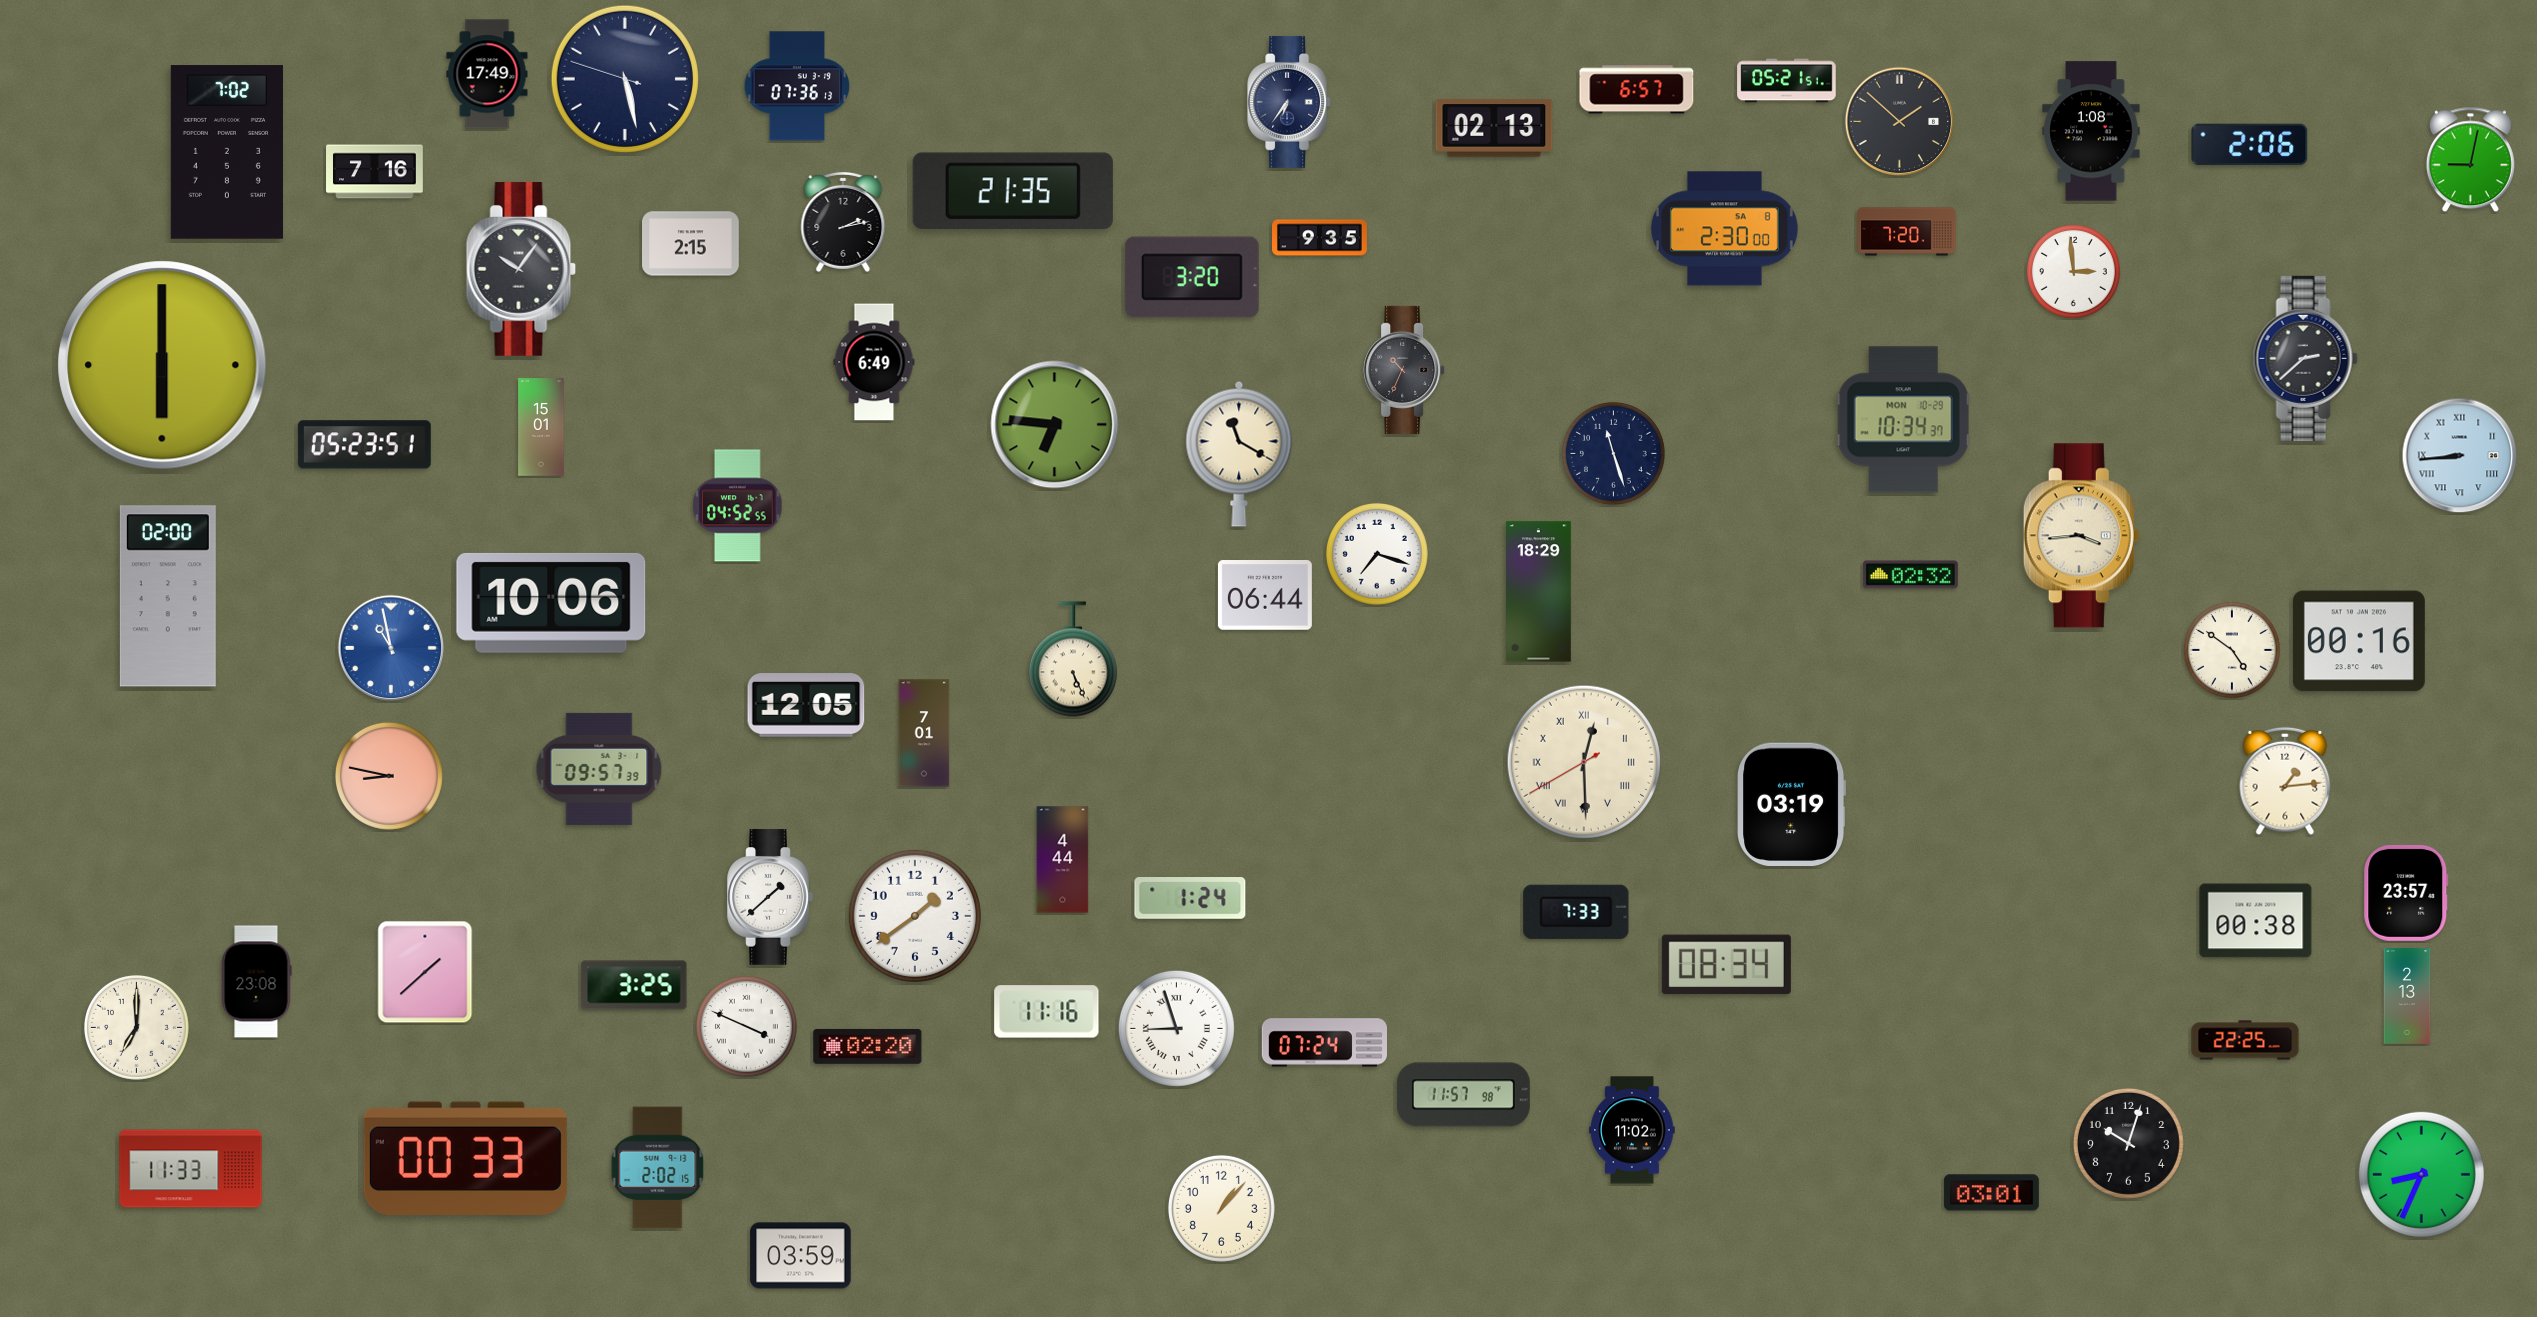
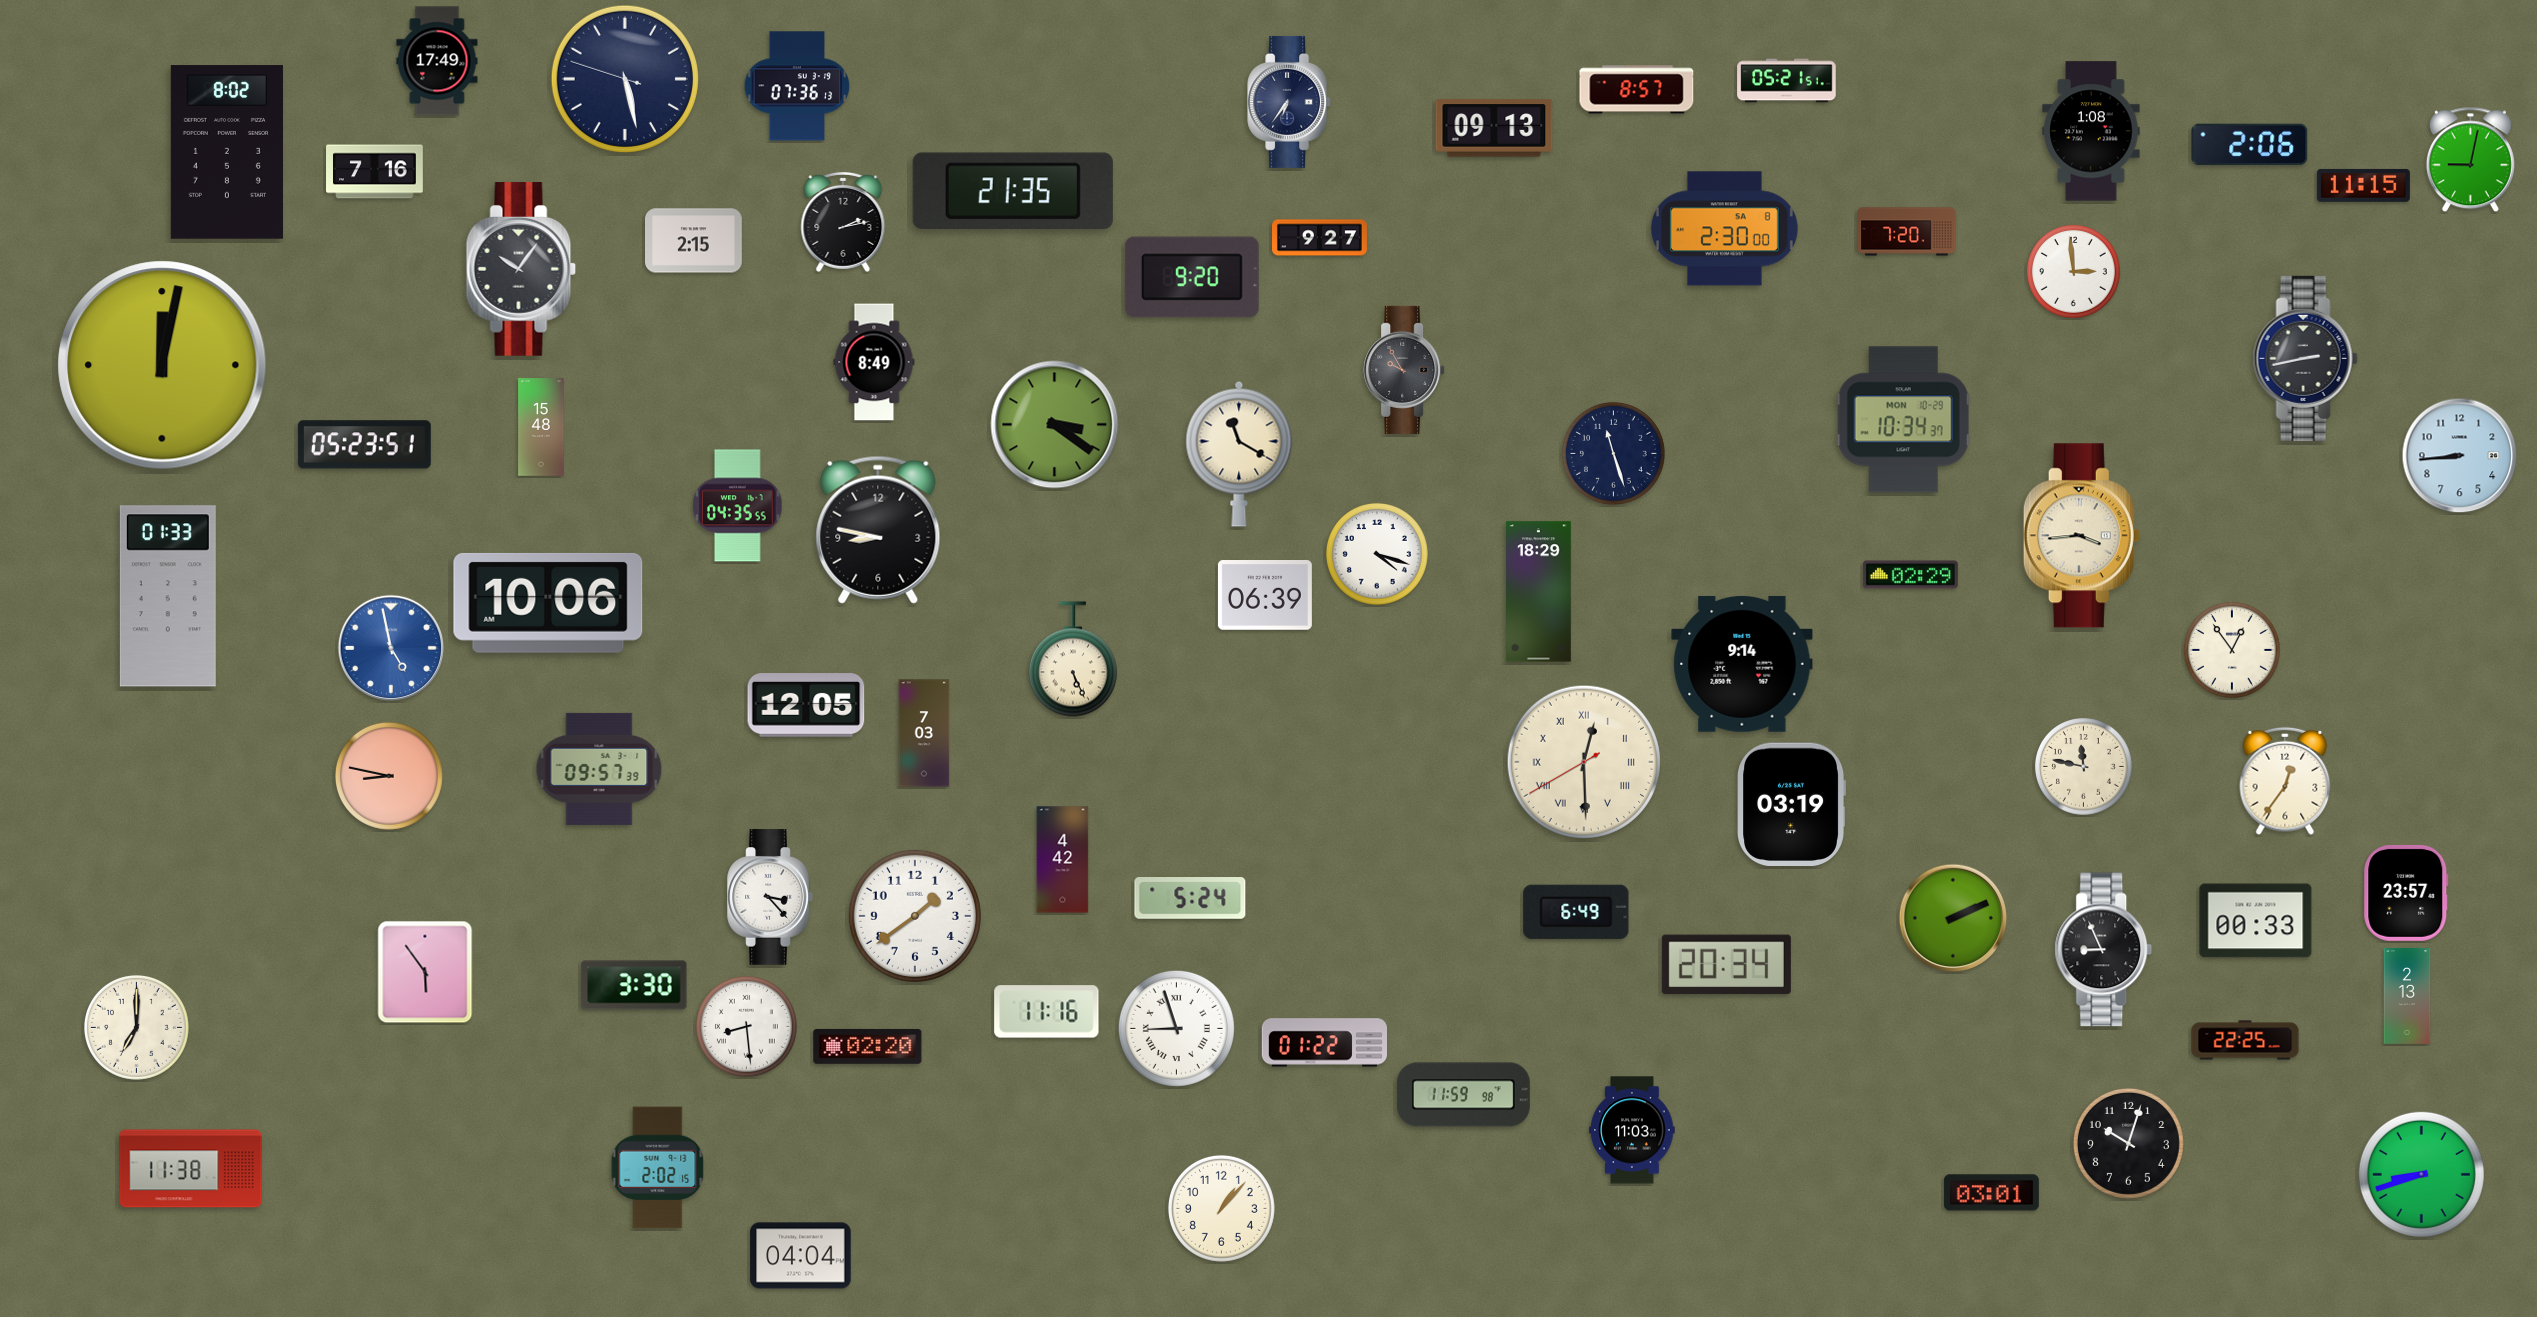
clock at (487, 74) position: (487, 74) -> (437, 61)
clock at (1637, 90): 6:57 -> 8:57
clock at (1900, 122): 1:52 -> none
clock at (1494, 128): 02:13 -> 09:13
clock at (227, 152): 7:02 -> 8:02
clock at (2363, 185): none -> 11:15
clock at (1320, 238): 9:35 -> 9:27
clock at (691, 244) position: (691, 244) -> (694, 241)
clock at (1192, 277): 3:20 -> 9:20
clock at (2305, 358): 2:38 -> 2:43
clock at (874, 362): 6:49 -> 8:49
clock at (162, 365): 6:00 -> 12:02
clock at (1404, 370): 10:34 -> 9:55
clock at (1055, 425): 6:46 -> 3:21
clock at (541, 427): 15:01 -> 15:48
clock at (2460, 456) numerals: Roman -> Arabic
clock at (738, 506): 04:52 -> 04:35
clock at (878, 530): none -> 8:47
clock at (1377, 554): 7:18 -> 4:18
clock at (1910, 575): 02:32 -> 02:29
clock at (168, 596): 02:00 -> 01:33
clock at (1265, 596): 06:44 -> 06:39
clock at (551, 603) position: (551, 603) -> (548, 603)
clock at (2359, 641): 00:16 -> none
clock at (390, 647): 10:58 -> 4:58
clock at (2233, 651): 4:51 -> 12:54
clock at (1742, 664): none -> 9:14
clock at (924, 733): 7:01 -> 7:03
clock at (2084, 767): none -> 11:47
clock at (2285, 781): 1:14 -> 12:36
clock at (1063, 860): 4:44 -> 4:42
clock at (770, 897): 1:38 -> 3:23
clock at (1190, 898): 1:24 -> 5:24
clock at (1576, 912): 7:33 -> 6:49
clock at (1953, 918): none -> 2:11
clock at (2256, 921): 00:38 -> 00:33
clock at (2104, 950): none -> 8:56
clock at (1726, 965): 08:34 -> 20:34
clock at (425, 972): 1:38 -> 5:54
clock at (256, 982): 23:08 -> none
clock at (634, 985): 3:25 -> 3:30
clock at (746, 1026): 3:49 -> 8:29
clock at (1324, 1043): 07:24 -> 01:22
clock at (1463, 1095): 11:57 -> 11:59
clock at (1632, 1130): 11:02 -> 11:03
clock at (465, 1159): 00:33 -> none
clock at (191, 1169): 11:33 -> 11:38
clock at (2421, 1174): 8:34 -> 8:42
clock at (801, 1256): 03:59 -> 04:04
